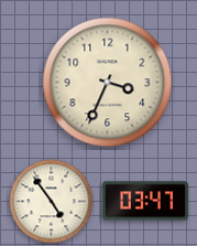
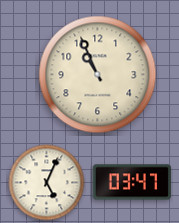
clock at (108, 83): 3:34 -> 10:56
clock at (52, 202): 4:54 -> 5:04
